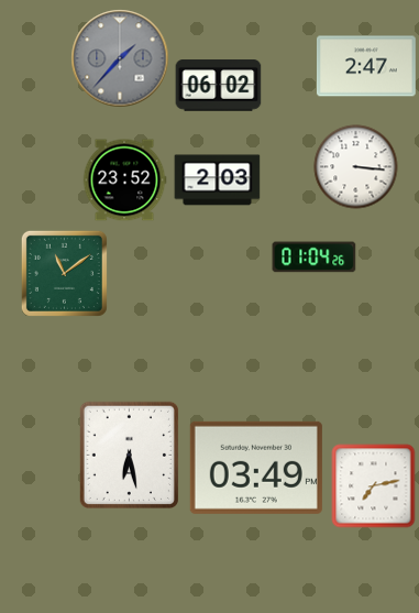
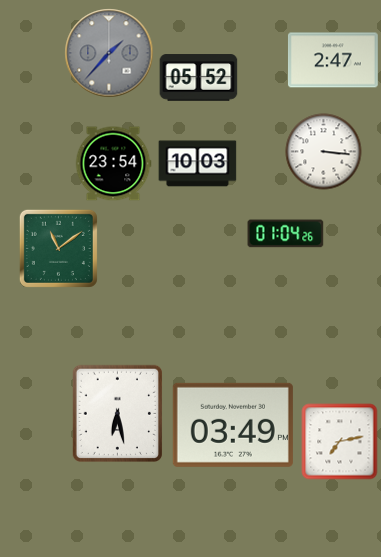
clock at (219, 86): 06:02 -> 05:52
clock at (124, 180): 23:52 -> 23:54
clock at (218, 180): 2:03 -> 10:03
